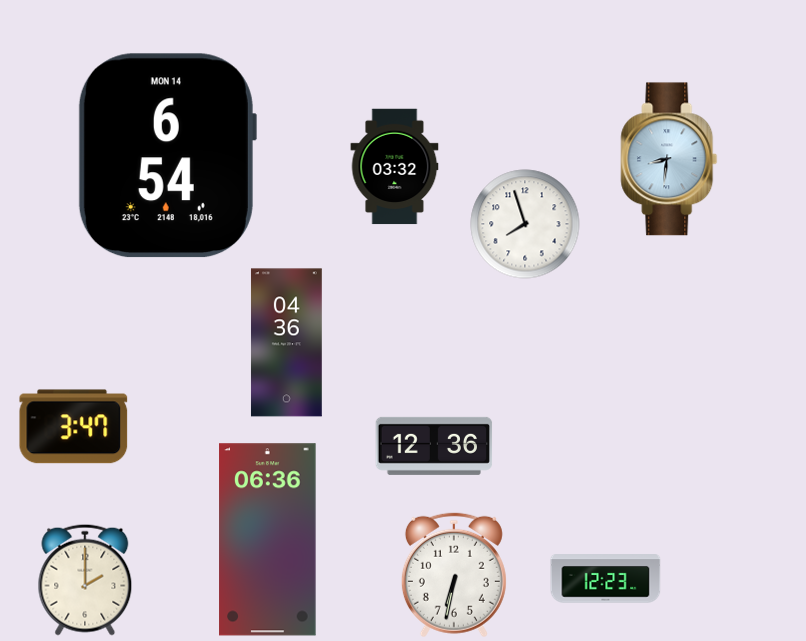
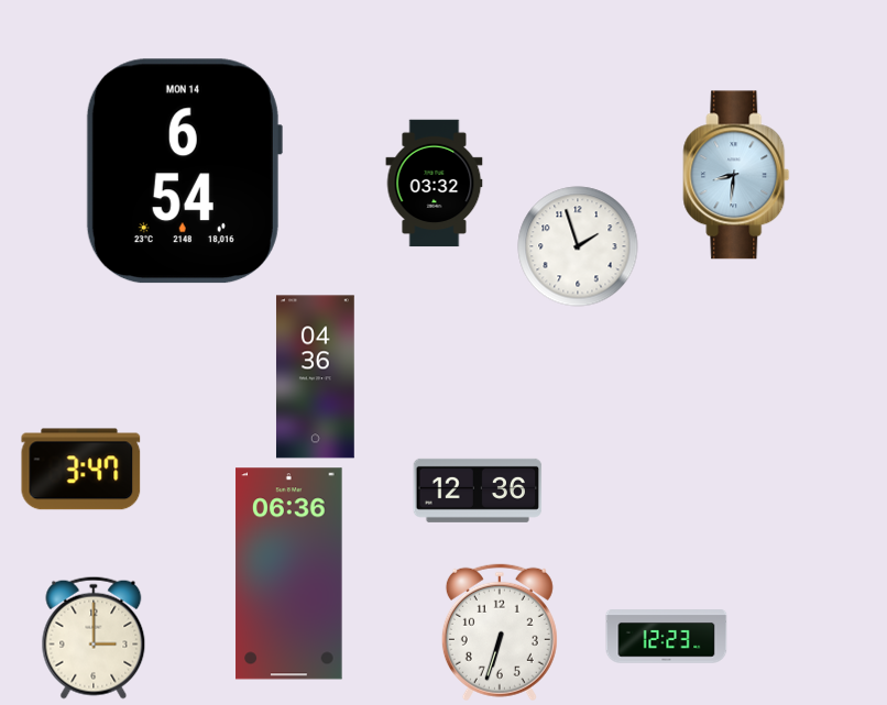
clock at (525, 224): 7:57 -> 1:57
clock at (268, 540) position: (268, 540) -> (289, 574)
clock at (454, 575): 6:32 -> 6:33
clock at (85, 580): 2:00 -> 3:00
